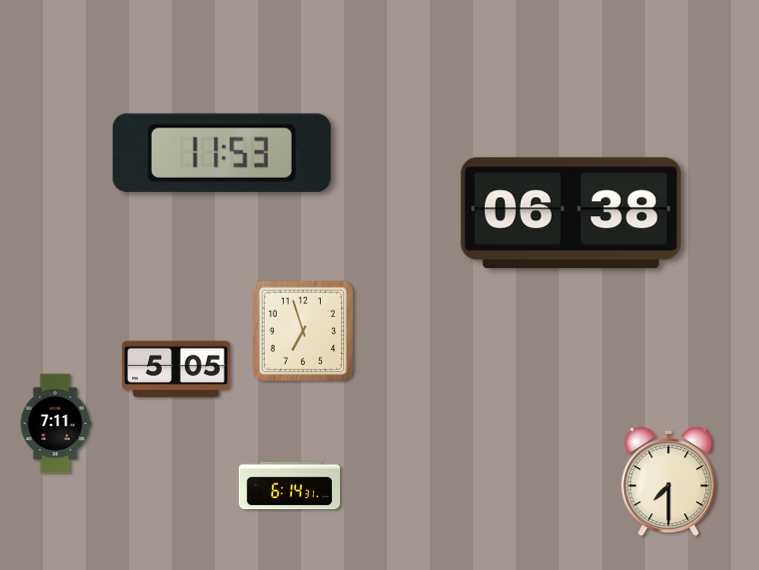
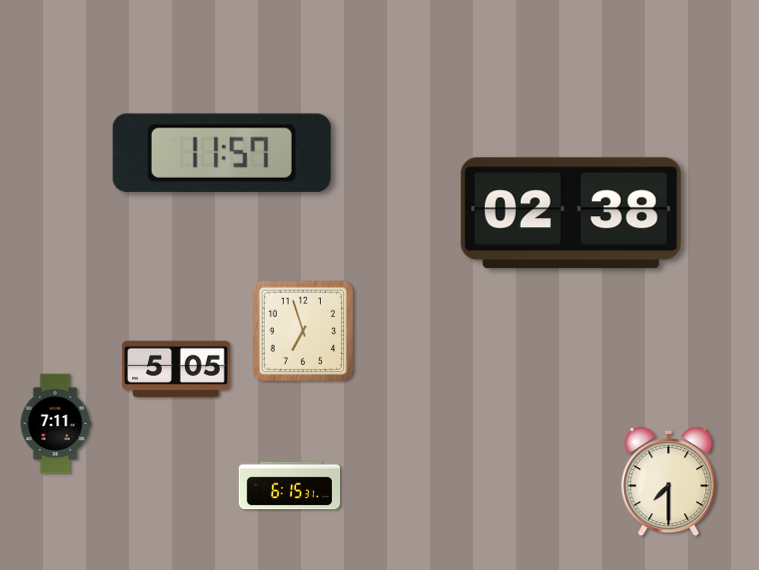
clock at (222, 153): 11:53 -> 11:57
clock at (571, 213): 06:38 -> 02:38
clock at (290, 486): 6:14 -> 6:15
